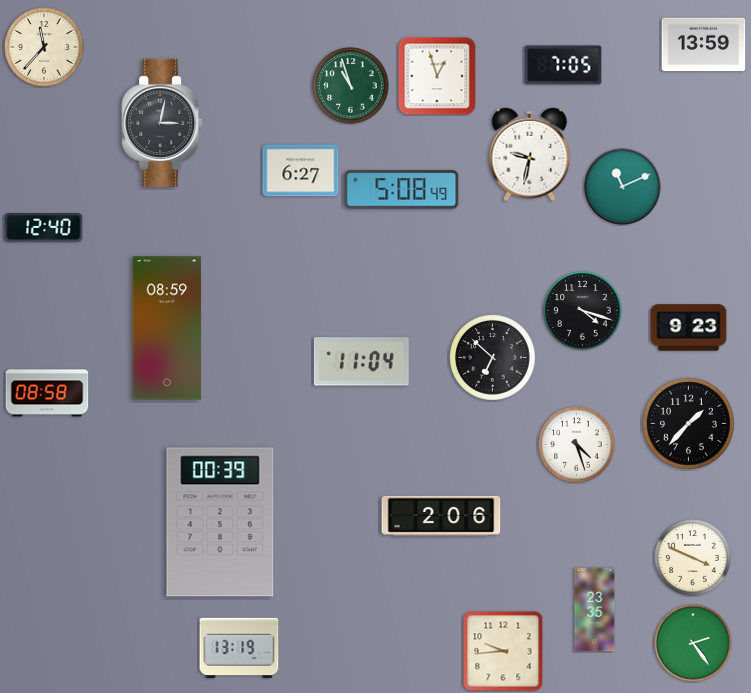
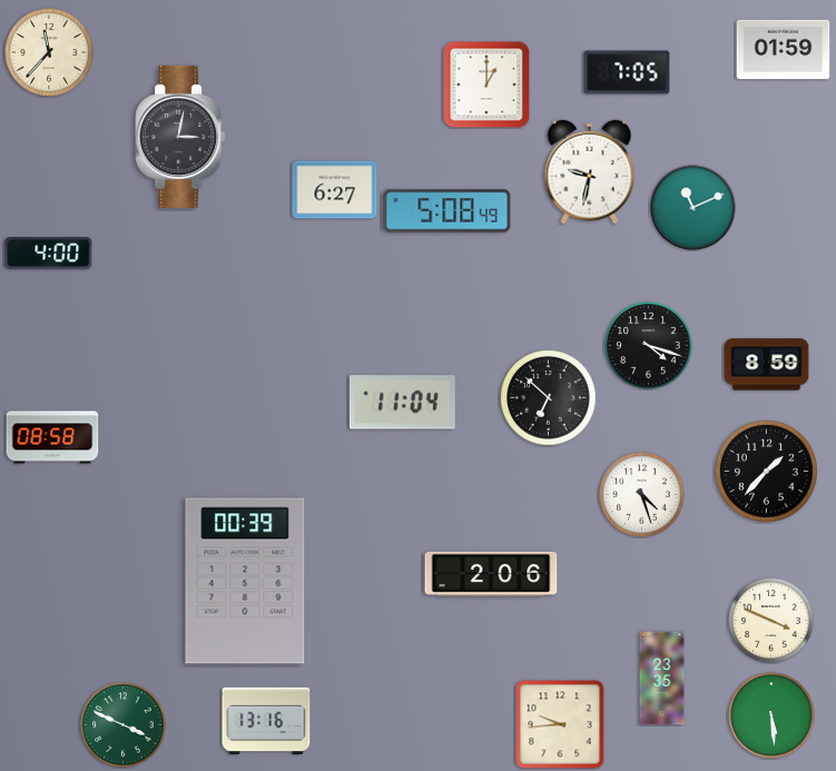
clock at (704, 45): 13:59 -> 01:59
clock at (437, 76): 12:57 -> 1:00
clock at (351, 86): 10:57 -> none
clock at (44, 228): 12:40 -> 4:00
clock at (167, 328): 08:59 -> none
clock at (689, 328): 9:23 -> 8:59
clock at (693, 643): 2:24 -> 5:29
clock at (239, 647): 13:19 -> 13:16
clock at (124, 725): none -> 3:49
